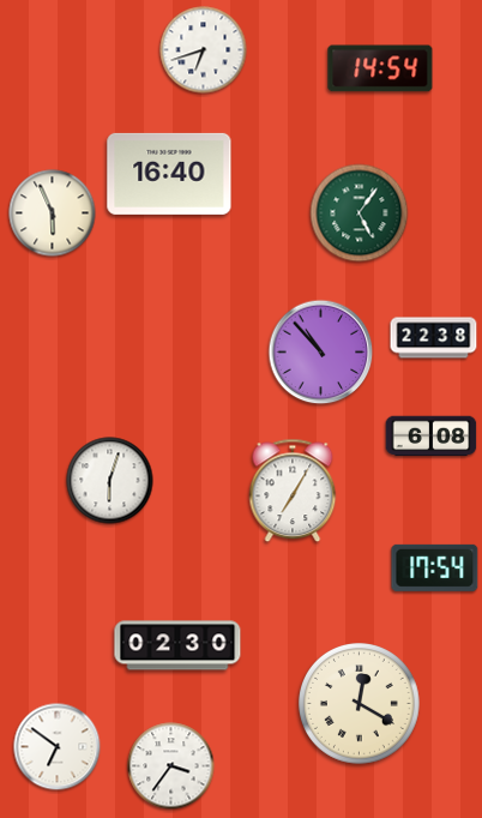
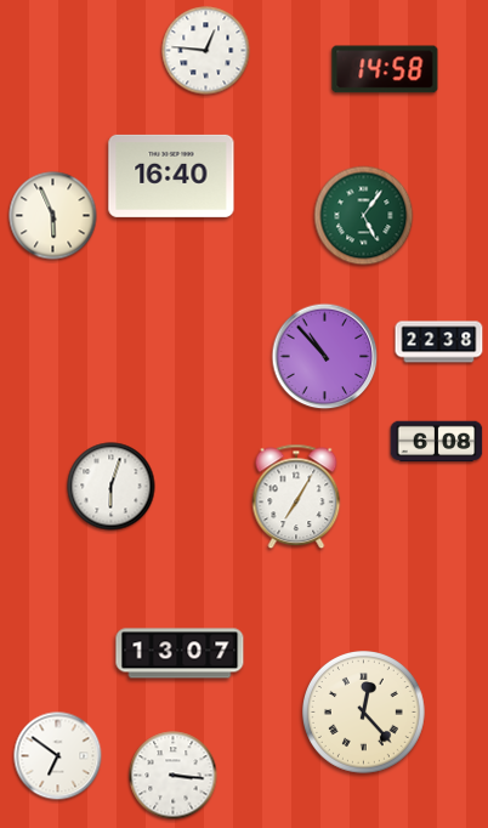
clock at (204, 50): 6:42 -> 12:46
clock at (380, 68): 14:54 -> 14:58
clock at (435, 567): 17:54 -> none
clock at (177, 645): 02:30 -> 13:07
clock at (360, 704): 12:20 -> 12:23
clock at (171, 766): 3:36 -> 3:16
